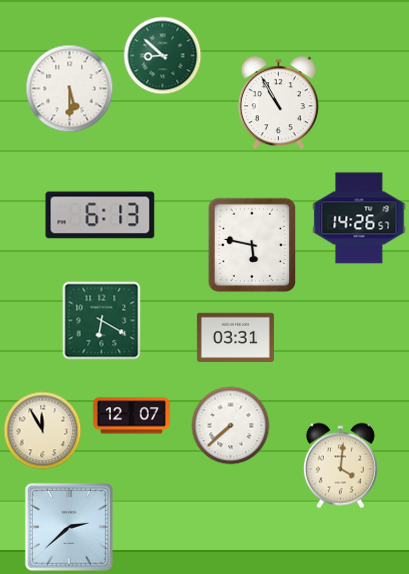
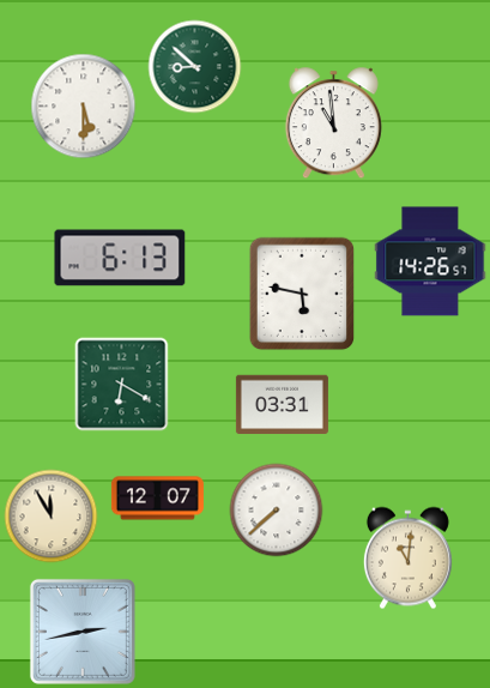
clock at (278, 102): 10:55 -> 10:59
clock at (340, 465): 4:01 -> 11:01
clock at (69, 527): 2:38 -> 2:43
